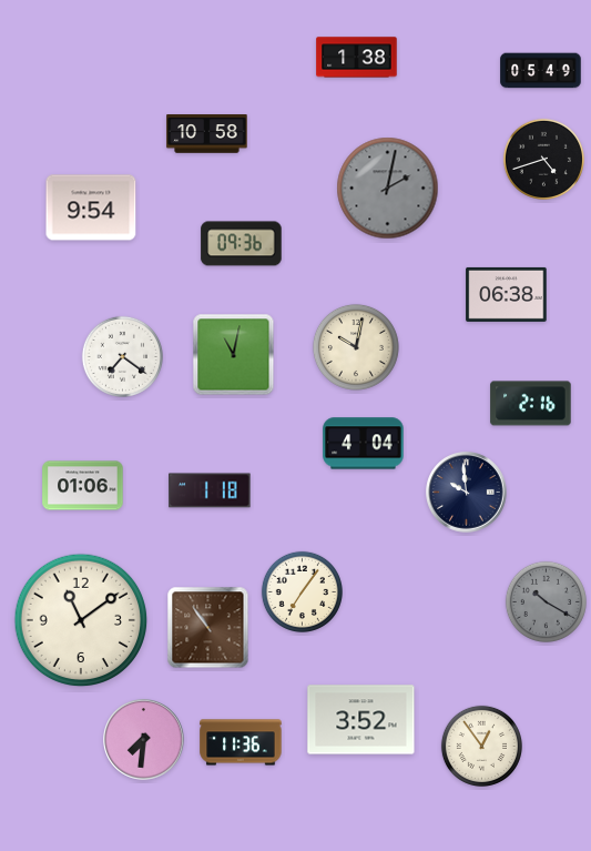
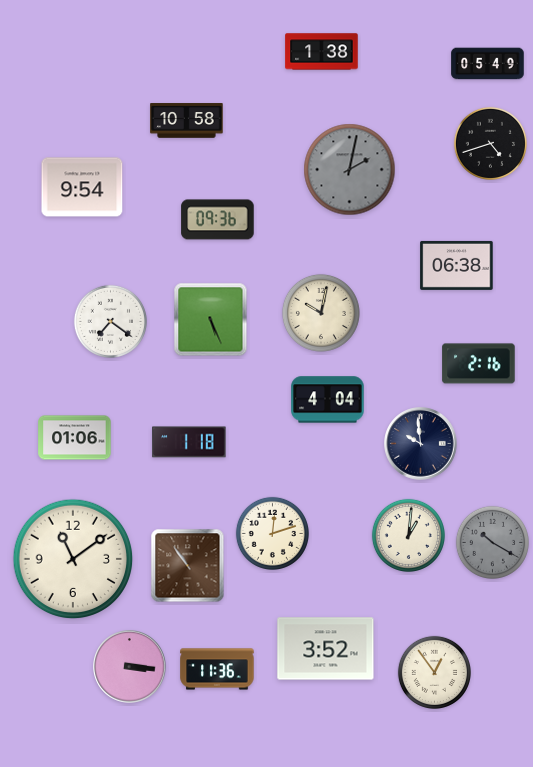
clock at (234, 355): 11:02 -> 5:26
clock at (302, 591): 7:06 -> 12:12
clock at (408, 535): none -> 1:01
clock at (144, 740): 7:31 -> 3:16
